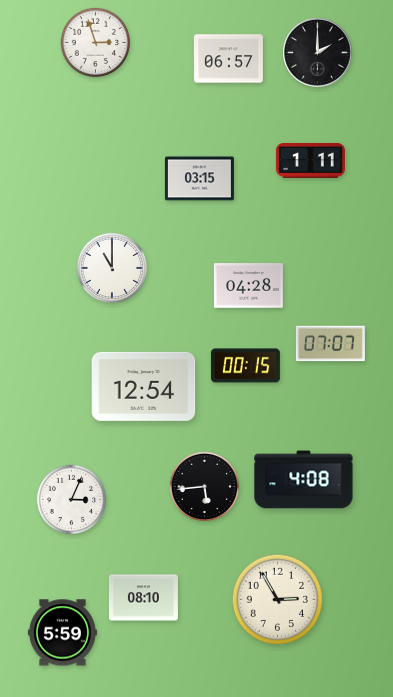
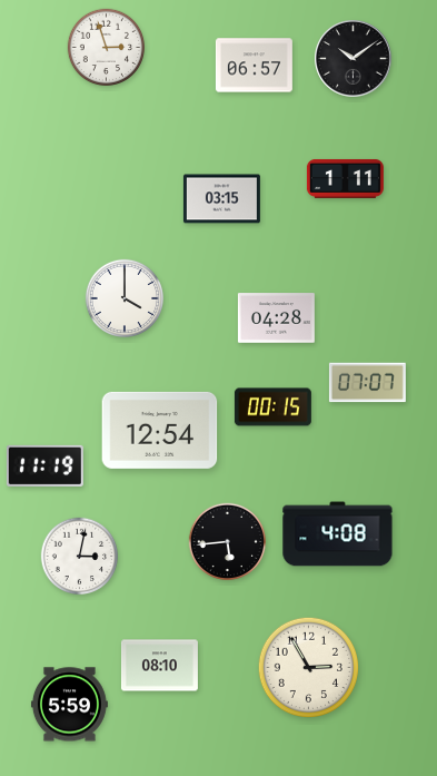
clock at (318, 53): 2:00 -> 10:09
clock at (111, 267): 11:00 -> 4:00
clock at (44, 465): none -> 11:19
clock at (72, 500): 3:04 -> 3:02
